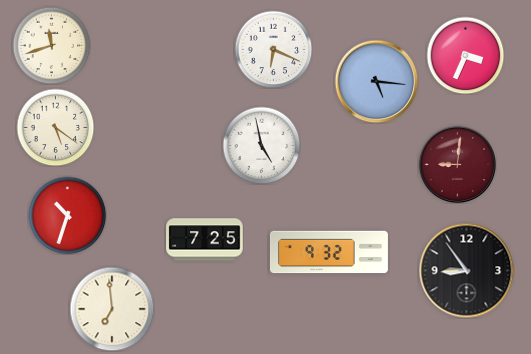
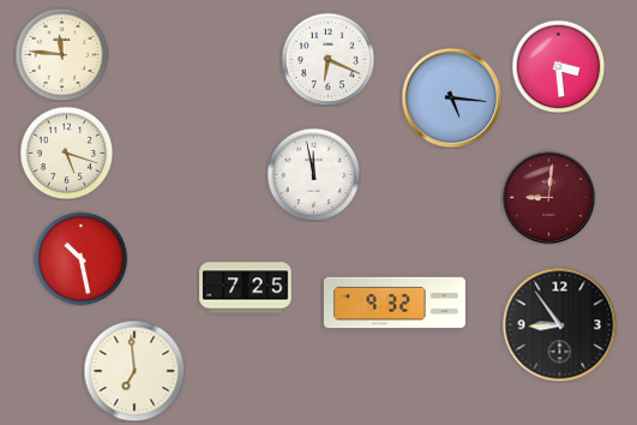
clock at (51, 45): 11:42 -> 11:46
clock at (465, 55): 3:34 -> 3:29
clock at (55, 127): 5:21 -> 5:18
clock at (261, 145): 4:58 -> 11:58
clock at (67, 215): 10:33 -> 10:28
